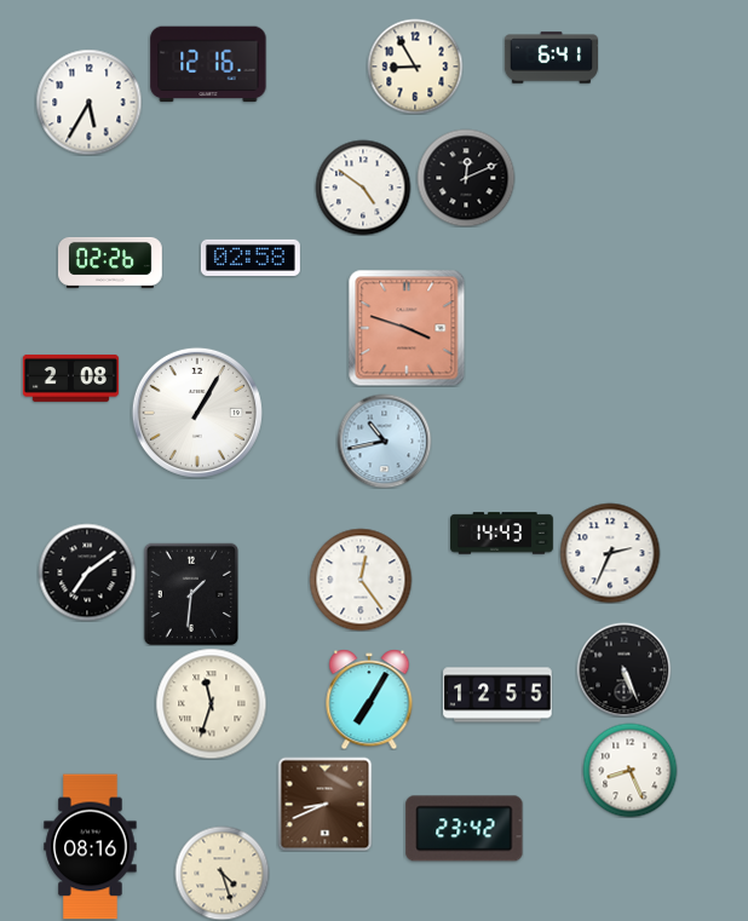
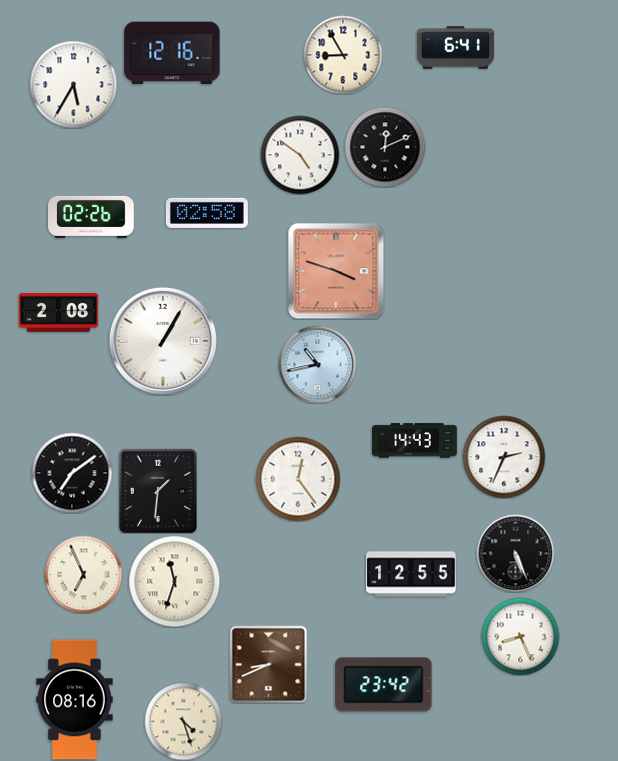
clock at (83, 574): none -> 6:56
clock at (369, 700): 7:05 -> none
